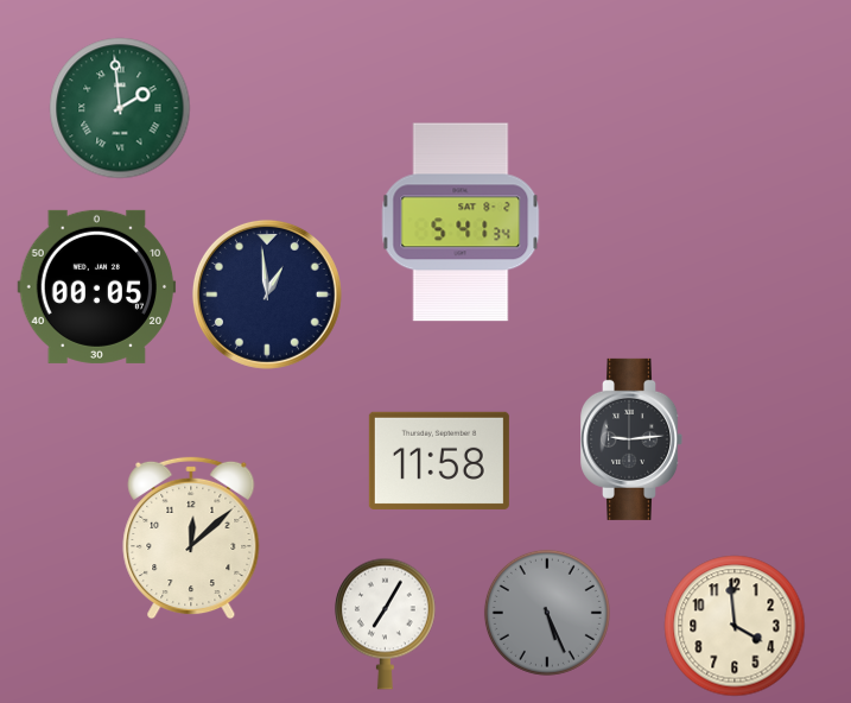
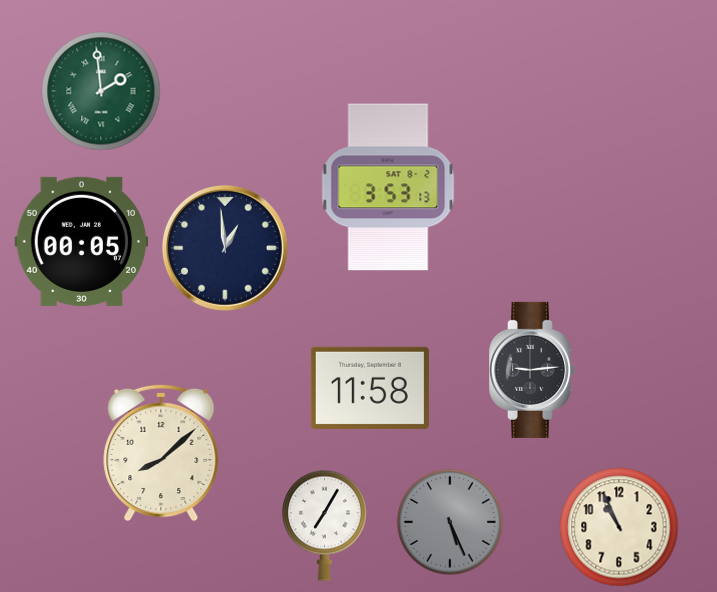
clock at (461, 222): 5:41 -> 3:53
clock at (191, 538): 12:08 -> 8:08
clock at (547, 613) position: (547, 613) -> (450, 522)
clock at (735, 626): 3:59 -> 10:56
